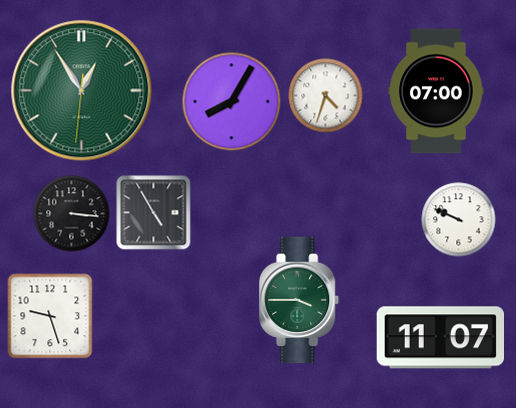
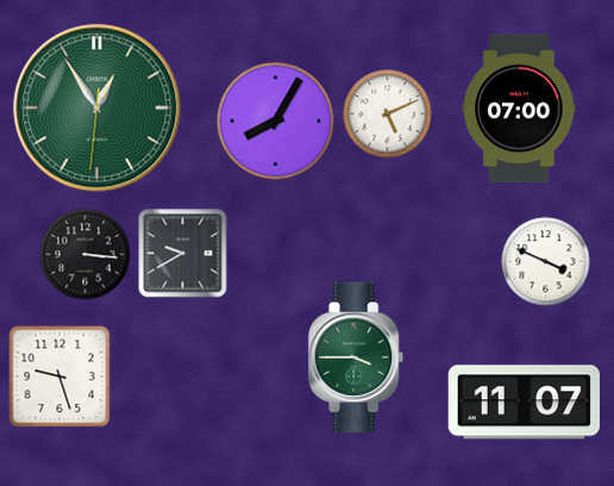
clock at (326, 96): 4:33 -> 5:11
clock at (154, 213): 4:55 -> 9:40
clock at (459, 220): 9:49 -> 3:49
